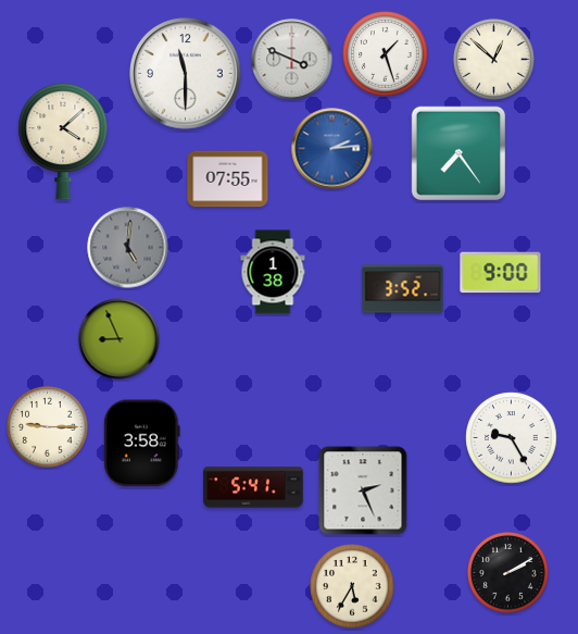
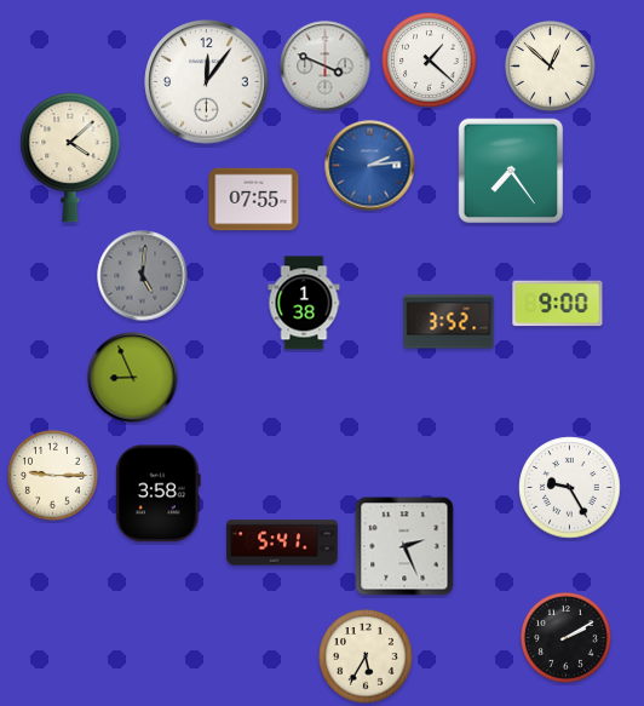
clock at (386, 54): 1:27 -> 1:22
clock at (186, 74): 11:30 -> 12:06
clock at (352, 586) position: (352, 586) -> (366, 656)
